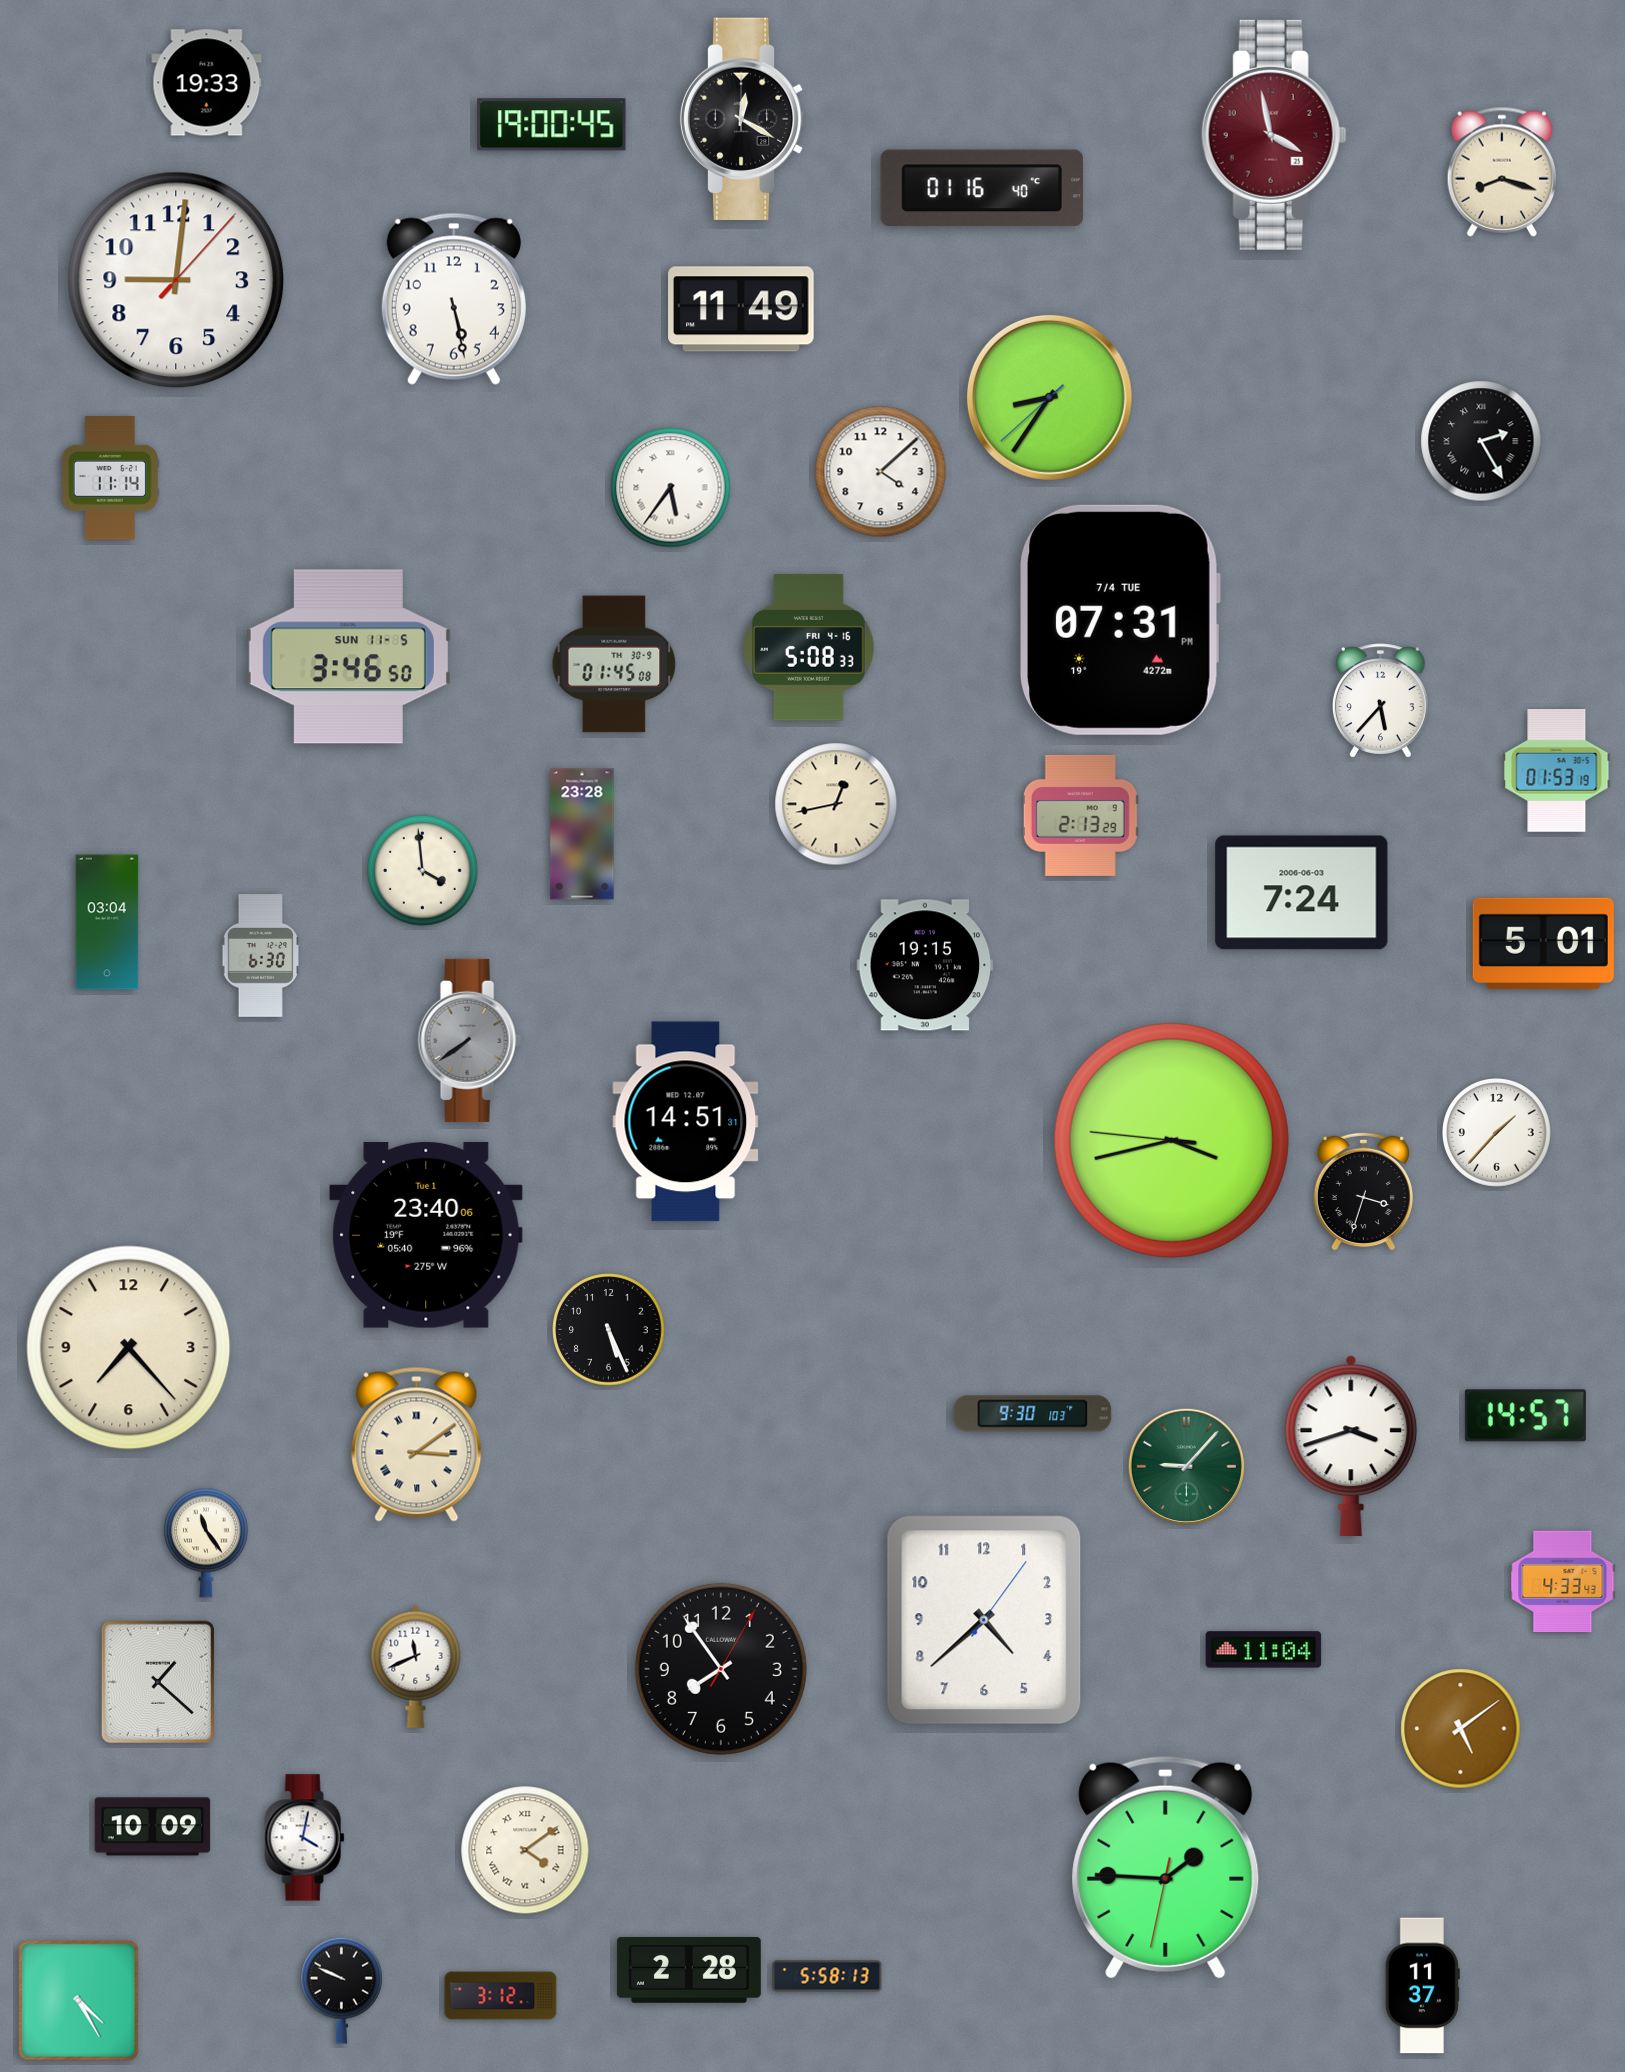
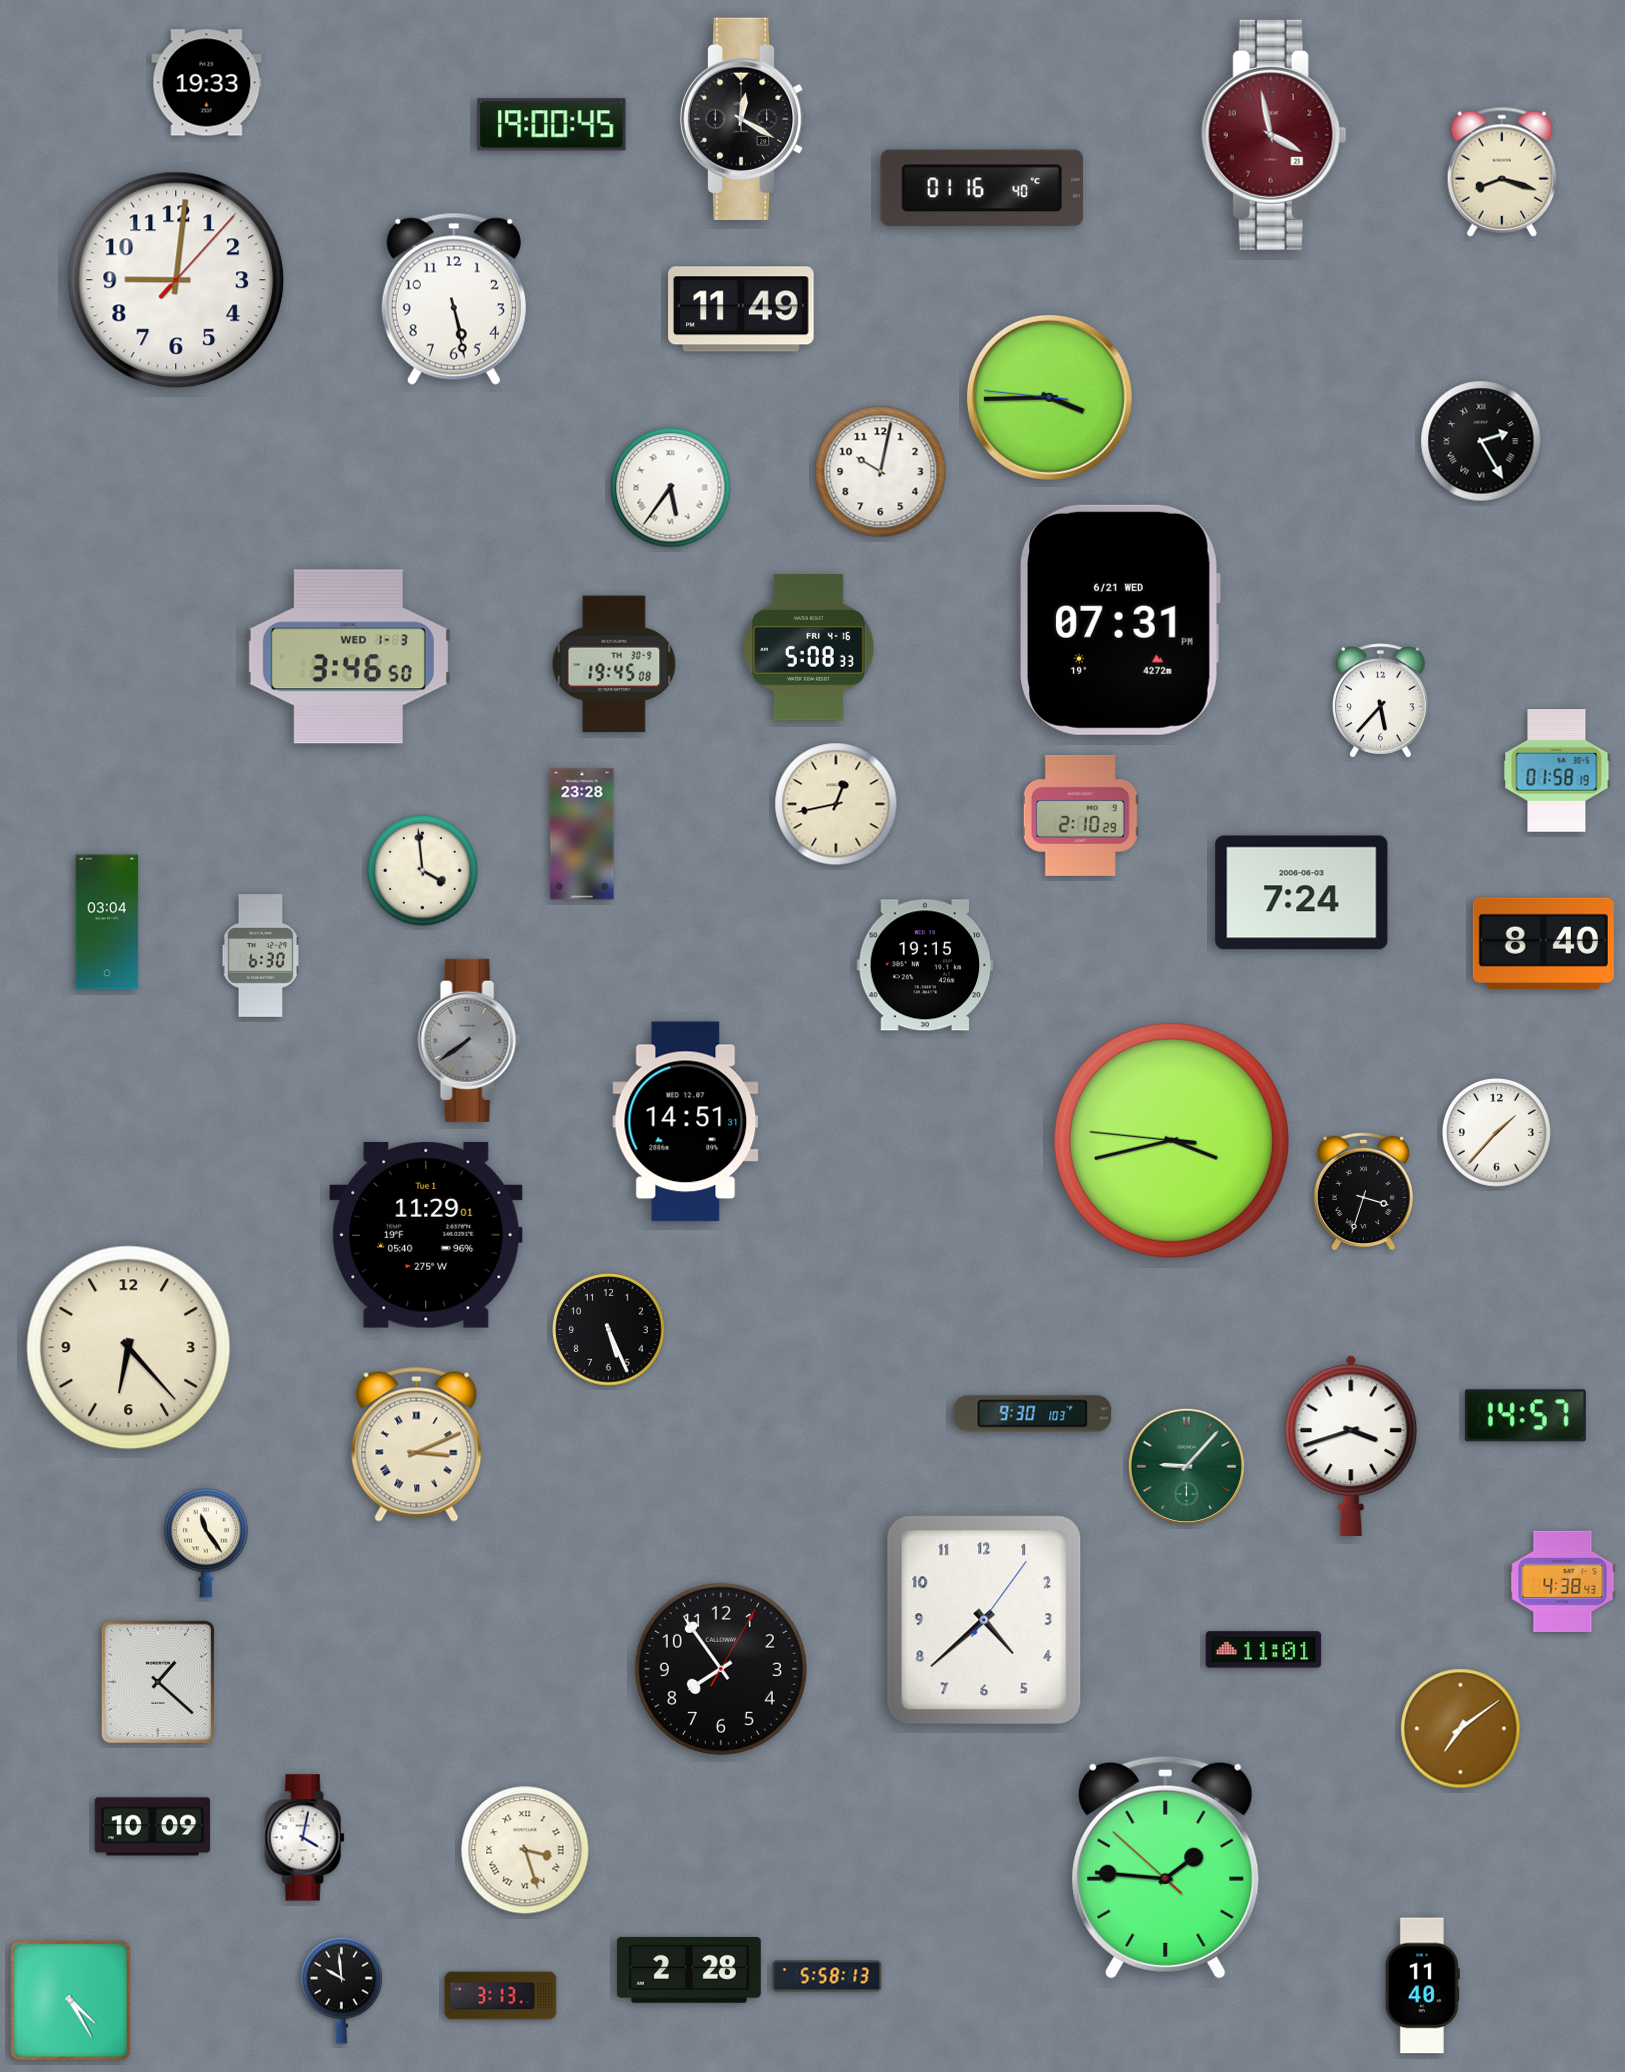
clock at (1049, 397): 8:35 -> 3:44
clock at (881, 472): 4:08 -> 10:02
clock at (110, 478): 11:14 -> none
clock at (1120, 620) date: 7/4 TUE -> 6/21 WED
clock at (348, 657) date: SUN 11-5 -> WED 1-3
clock at (614, 664): 01:45 -> 19:45
clock at (1557, 771): 01:53 -> 01:58
clock at (1080, 815): 2:13 -> 2:10
clock at (1543, 943): 5:01 -> 8:40
clock at (426, 1235): 23:40 -> 11:29
clock at (129, 1348): 7:23 -> 6:23
clock at (417, 1444): 3:09 -> 3:11
clock at (1563, 1581): 4:33 -> 4:38
clock at (1264, 1650): 11:04 -> 11:01
clock at (416, 1666): 11:41 -> none
clock at (1461, 1729): 5:09 -> 7:09
clock at (525, 1850): 4:09 -> 3:27
clock at (1166, 1867): 1:45:32 -> 1:45:52
clock at (1422, 1986): 11:37 -> 11:40
clock at (341, 1990): 9:49 -> 9:59
clock at (501, 1996): 3:12 -> 3:13
clock at (79, 2001) position: (79, 2001) -> (71, 2001)
